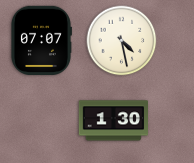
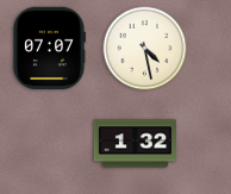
clock at (113, 121): 1:30 -> 1:32
